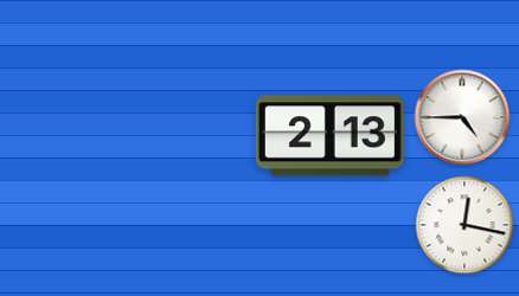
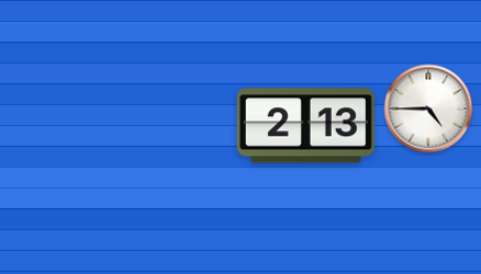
clock at (464, 225): 12:17 -> none
